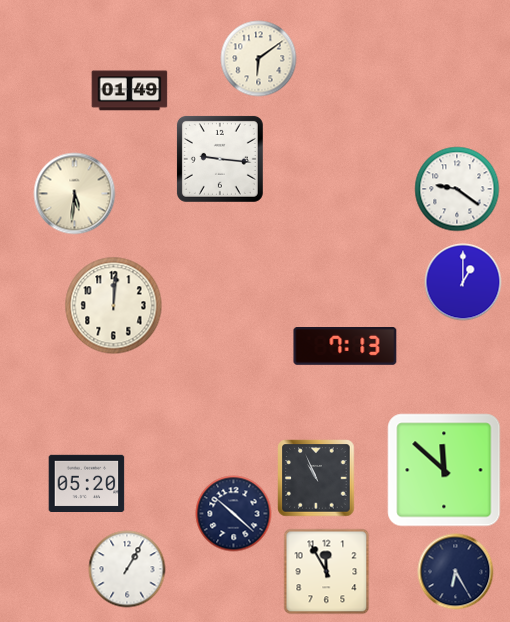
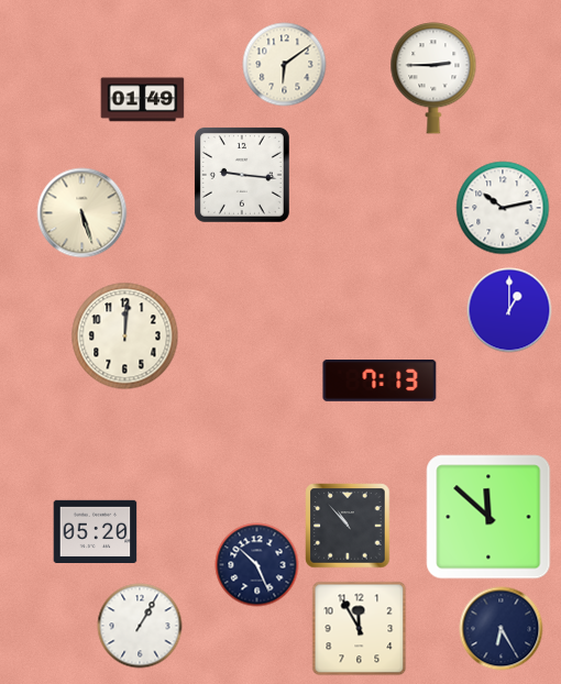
clock at (433, 78): none -> 2:45
clock at (457, 189): 9:21 -> 10:13
clock at (75, 194): 5:31 -> 5:27
clock at (316, 478): 10:56 -> 10:53
clock at (234, 514): 10:22 -> 10:26
